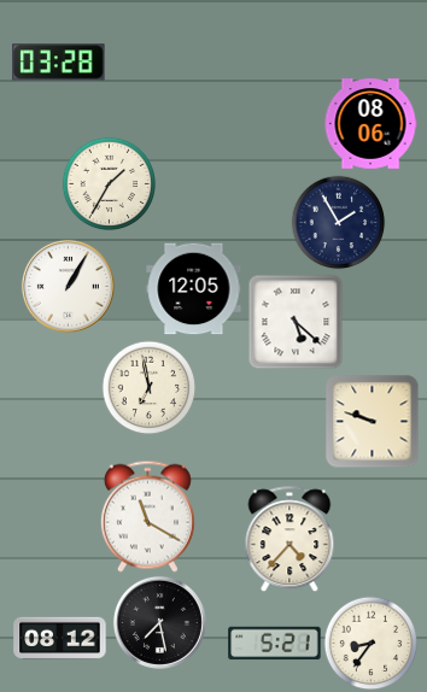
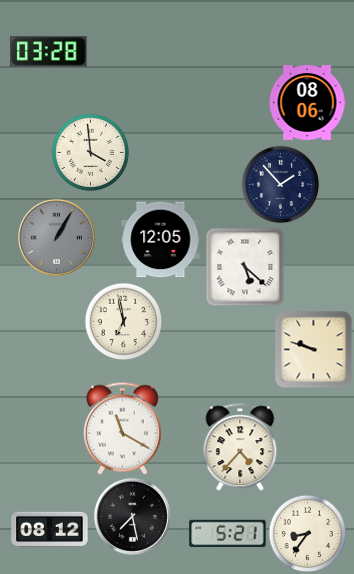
clock at (109, 183): 1:35 -> 3:59
clock at (338, 222): 1:55 -> 1:53
clock at (68, 286) dial: white -> grey
clock at (372, 421) position: (372, 421) -> (313, 349)
